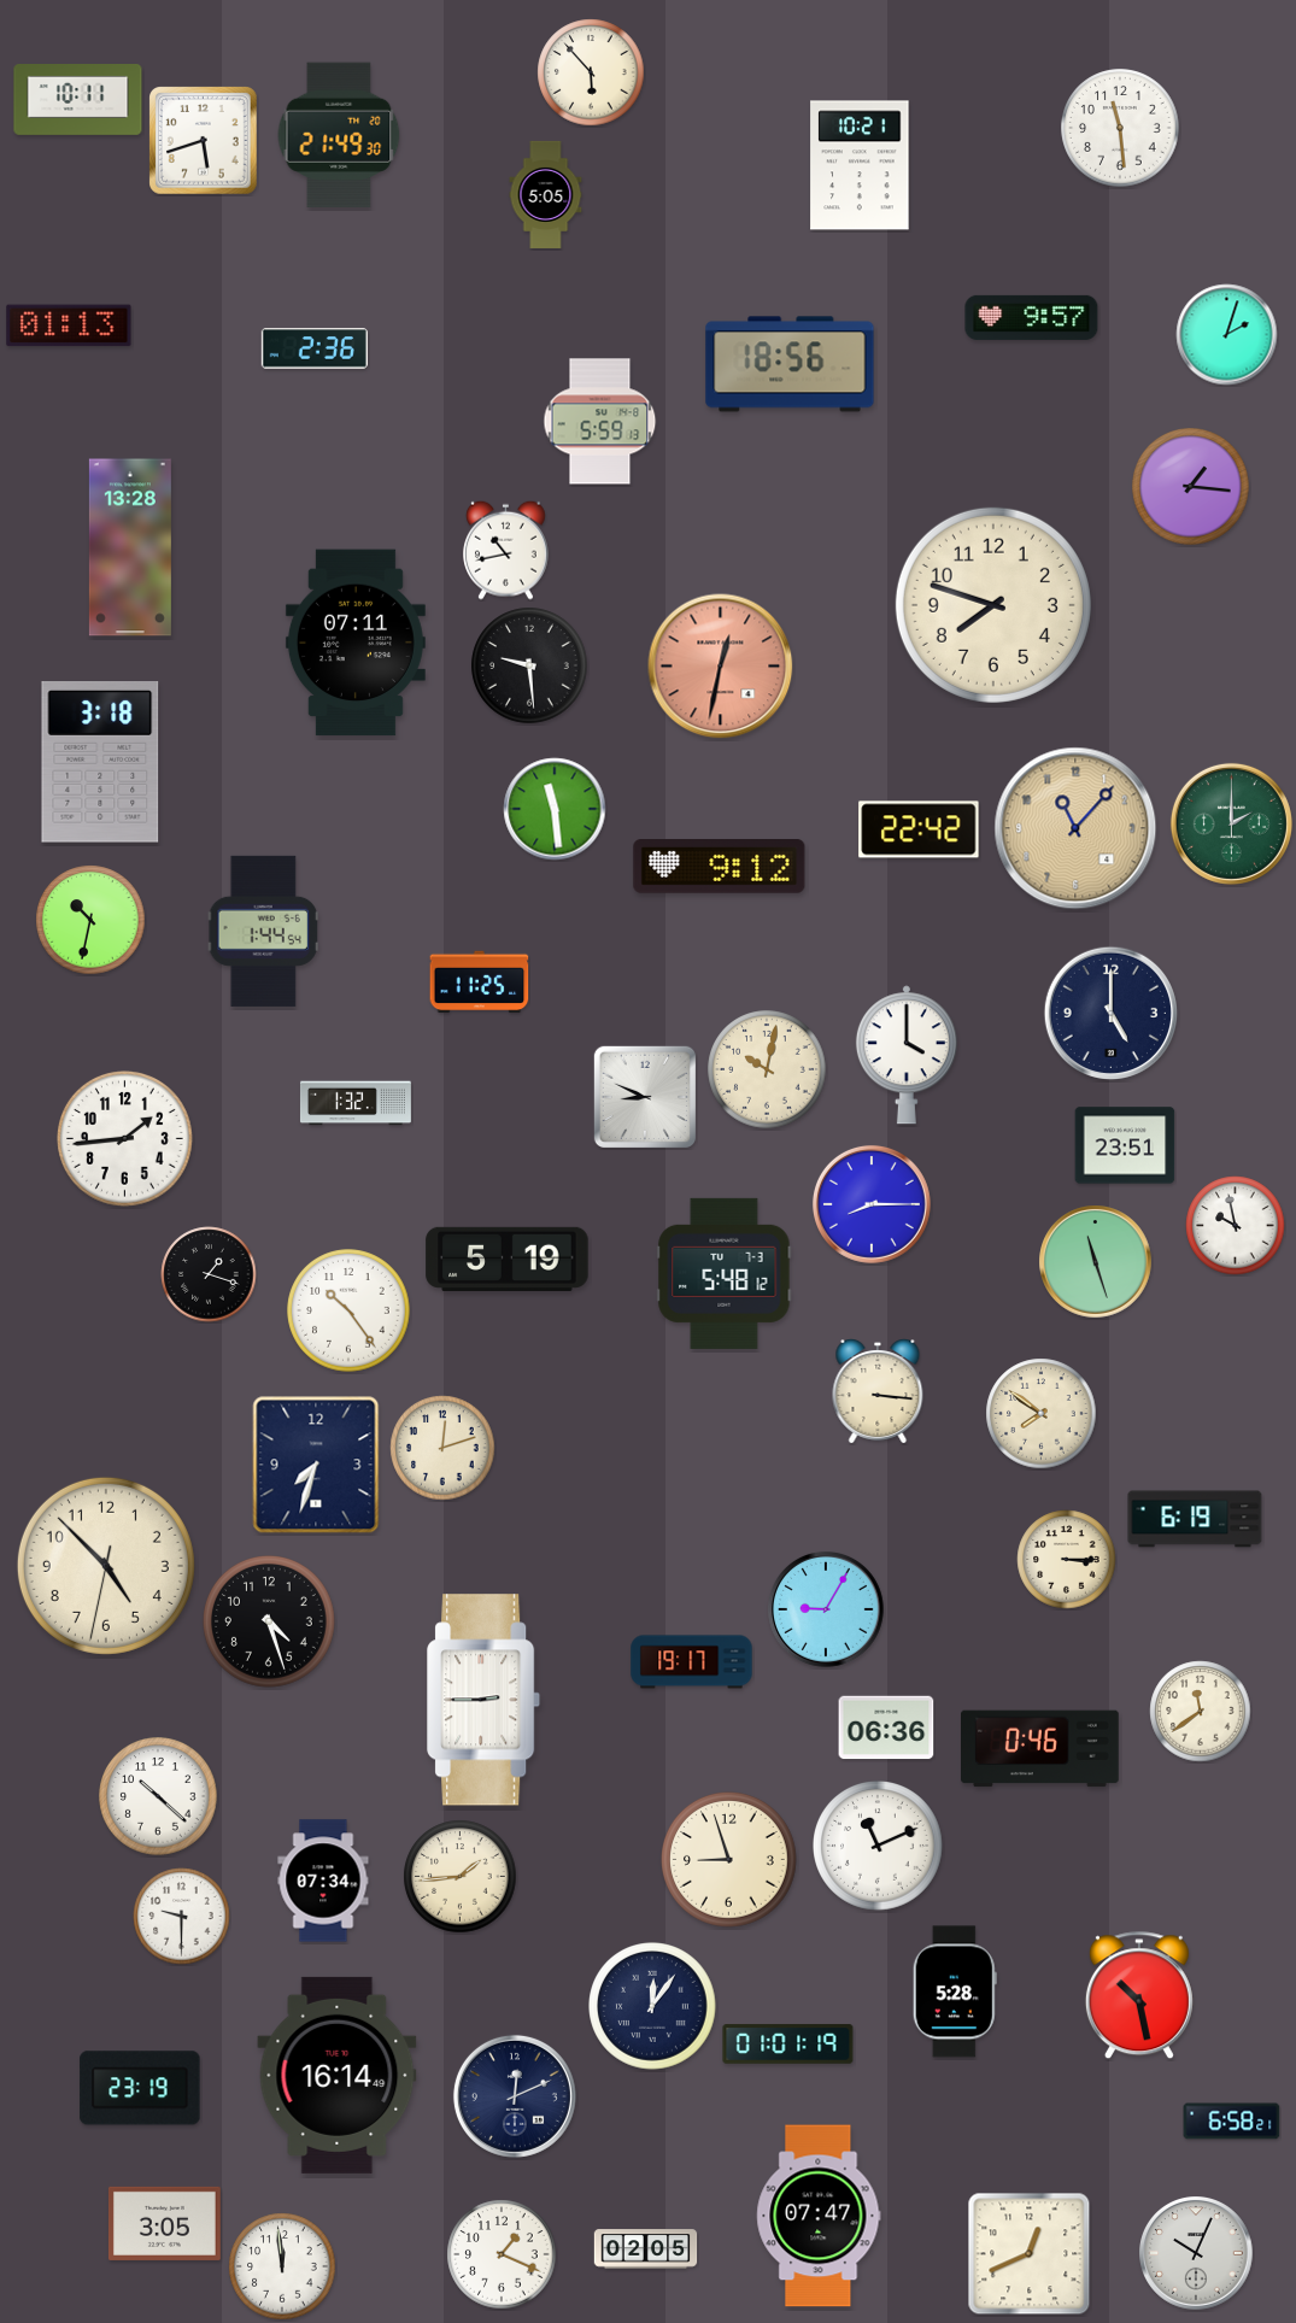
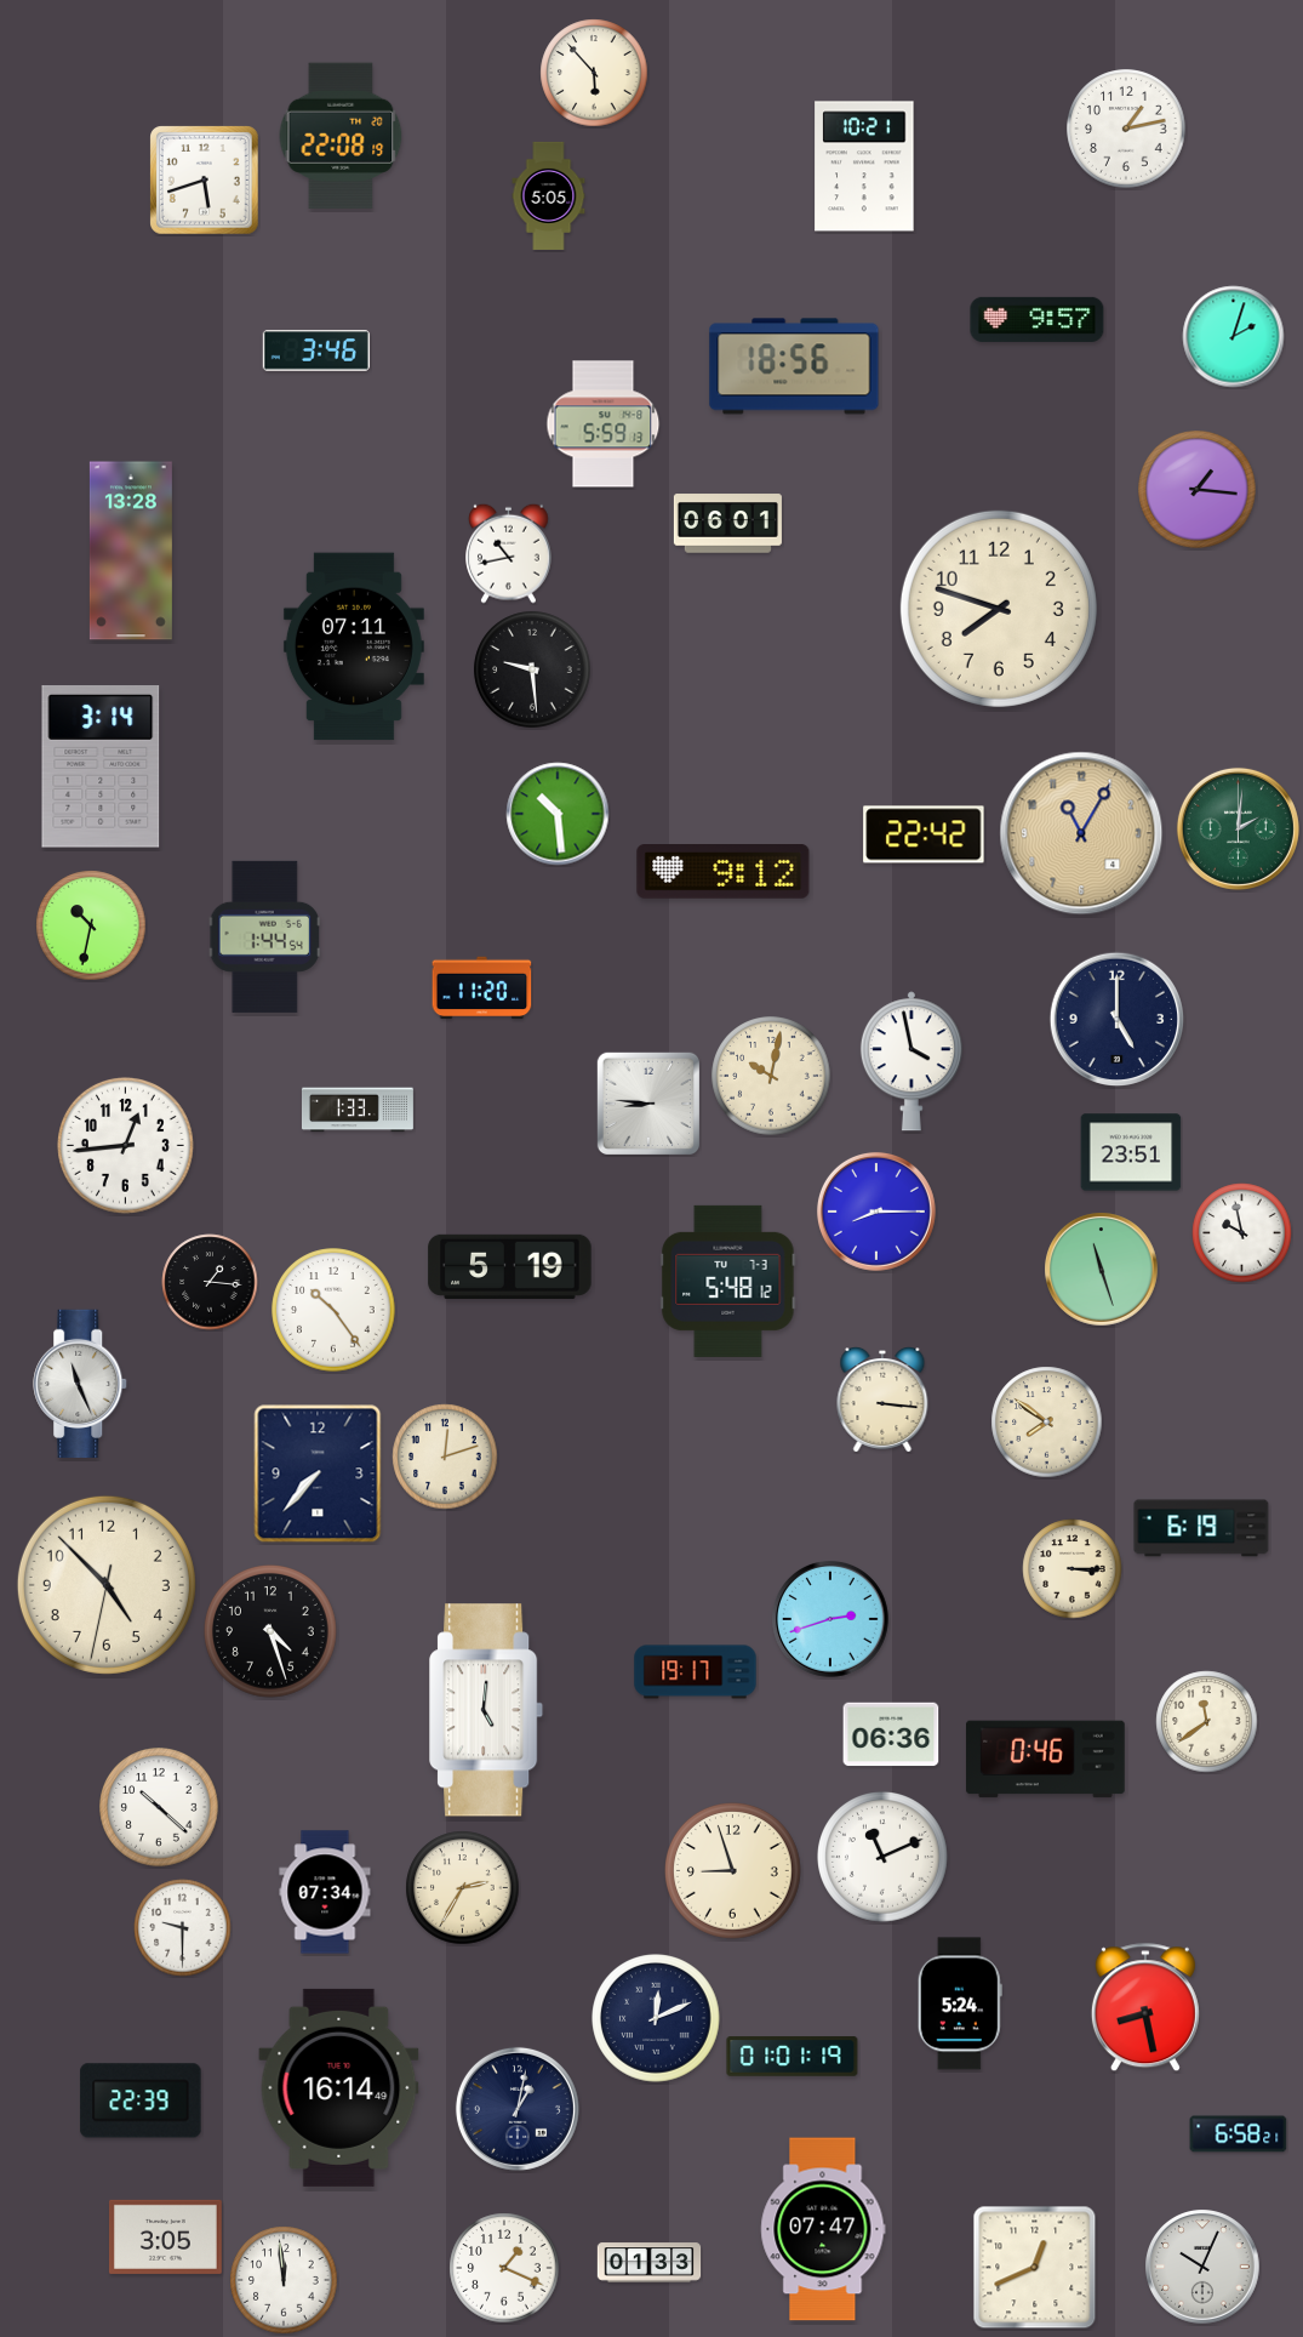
clock at (78, 100): 10:11 -> none
clock at (1120, 128): 11:29 -> 1:13
clock at (339, 135): 21:49 -> 22:08
clock at (204, 141) position: (204, 141) -> (205, 181)
clock at (69, 325): 01:13 -> none
clock at (315, 348): 2:36 -> 3:46
clock at (727, 524): none -> 06:01
clock at (356, 643) position: (356, 643) -> (354, 646)
clock at (721, 667): 12:32 -> none
clock at (100, 763): 3:18 -> 3:14
clock at (555, 809): 11:29 -> 10:29
clock at (1231, 823): 2:00 -> 2:01
clock at (1075, 828): 11:07 -> 11:05
clock at (480, 982): 11:25 -> 11:20
clock at (907, 1055): 4:00 -> 3:58
clock at (645, 1097): 8:49 -> 8:46
clock at (356, 1103): 1:32 -> 1:33
clock at (125, 1139): 1:44 -> 12:44
clock at (209, 1274): 1:18 -> 1:16
clock at (348, 1310) position: (348, 1310) -> (333, 1310)
clock at (81, 1383): none -> 11:26
clock at (316, 1465): 7:33 -> 7:37
clock at (106, 1566) position: (106, 1566) -> (107, 1585)
clock at (827, 1611): 9:05 -> 2:42
clock at (485, 1700): 2:45 -> 5:01
clock at (886, 1727) position: (886, 1727) -> (891, 1734)
clock at (461, 1877): 1:44 -> 2:35
clock at (955, 1991): 5:28 -> 5:24
clock at (1139, 1996): 10:28 -> 8:28
clock at (652, 2006): 12:06 -> 12:11
clock at (140, 2088): 23:19 -> 22:39
clock at (515, 2096): 12:11 -> 1:02
clock at (646, 2249): 02:05 -> 01:33
